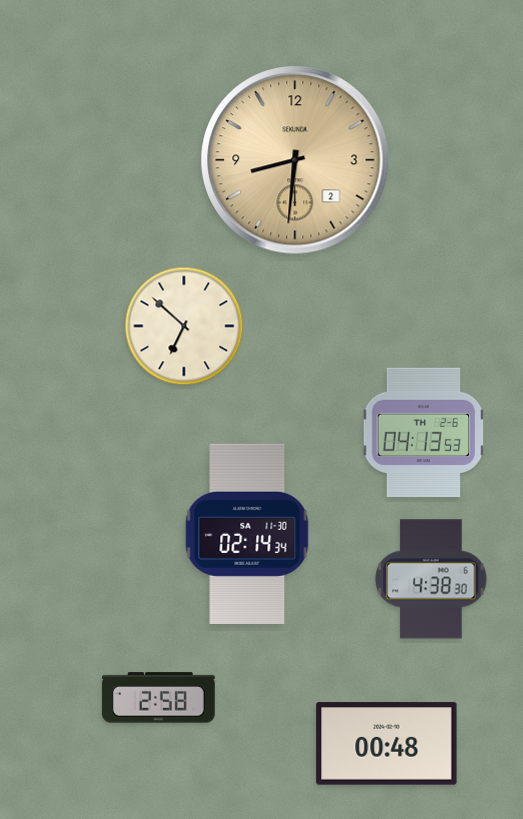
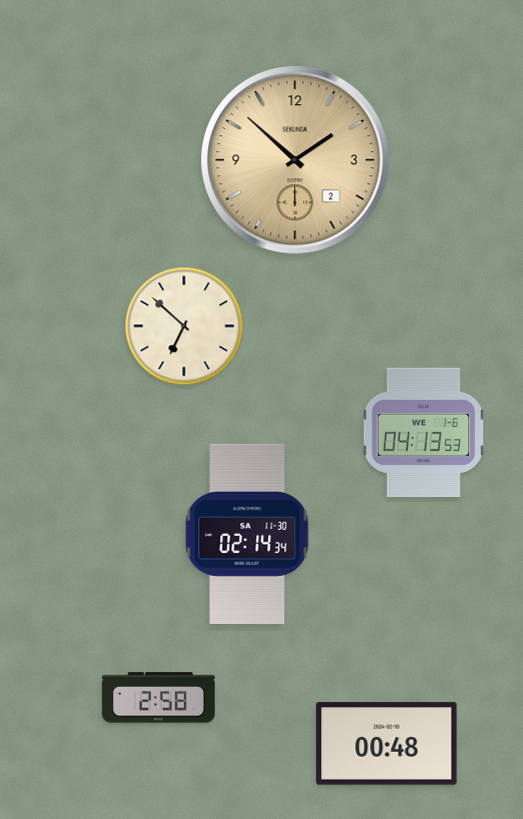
clock at (295, 160): 8:31 -> 1:52
clock at (424, 433) date: TH 2-6 -> WE 1-6
clock at (431, 579): 4:38 -> none
